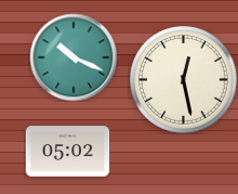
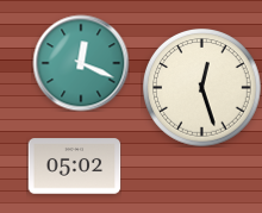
clock at (74, 57): 10:19 -> 12:19
clock at (184, 80): 12:28 -> 12:27
